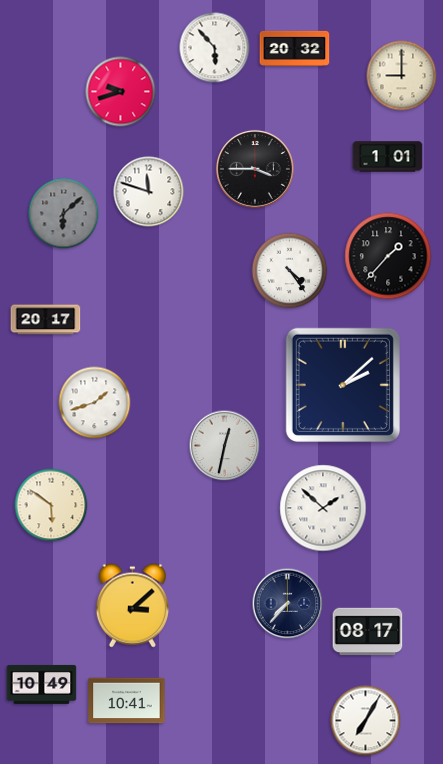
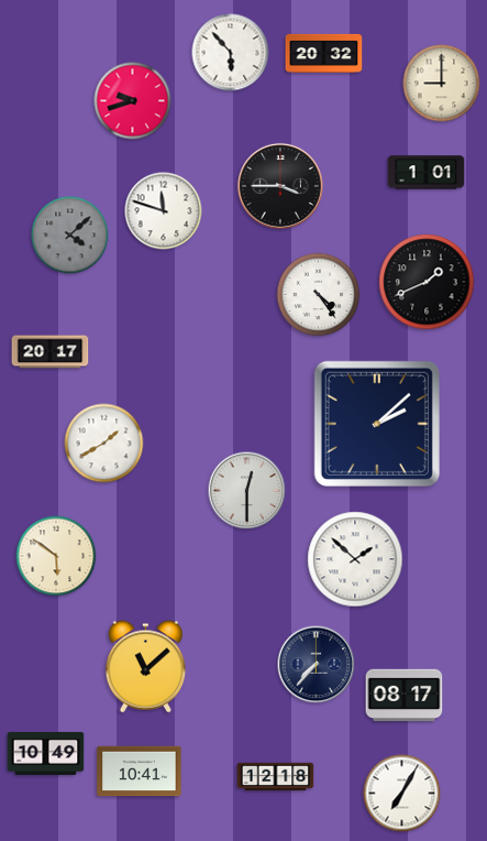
clock at (215, 48) position: (215, 48) -> (231, 53)
clock at (64, 214): 6:08 -> 4:08
clock at (388, 256): 1:37 -> 1:41
clock at (290, 271) position: (290, 271) -> (319, 295)
clock at (95, 403): 1:42 -> 1:40
clock at (225, 446): 12:32 -> 12:30
clock at (132, 606): 3:08 -> 11:08
clock at (276, 777): none -> 12:18
